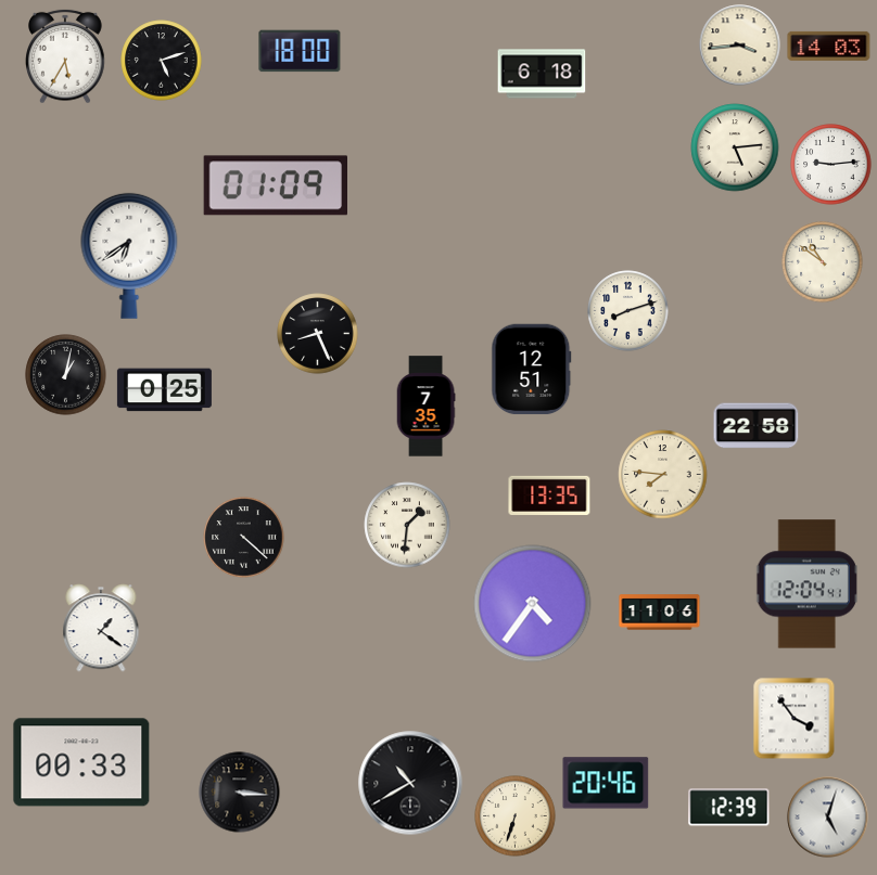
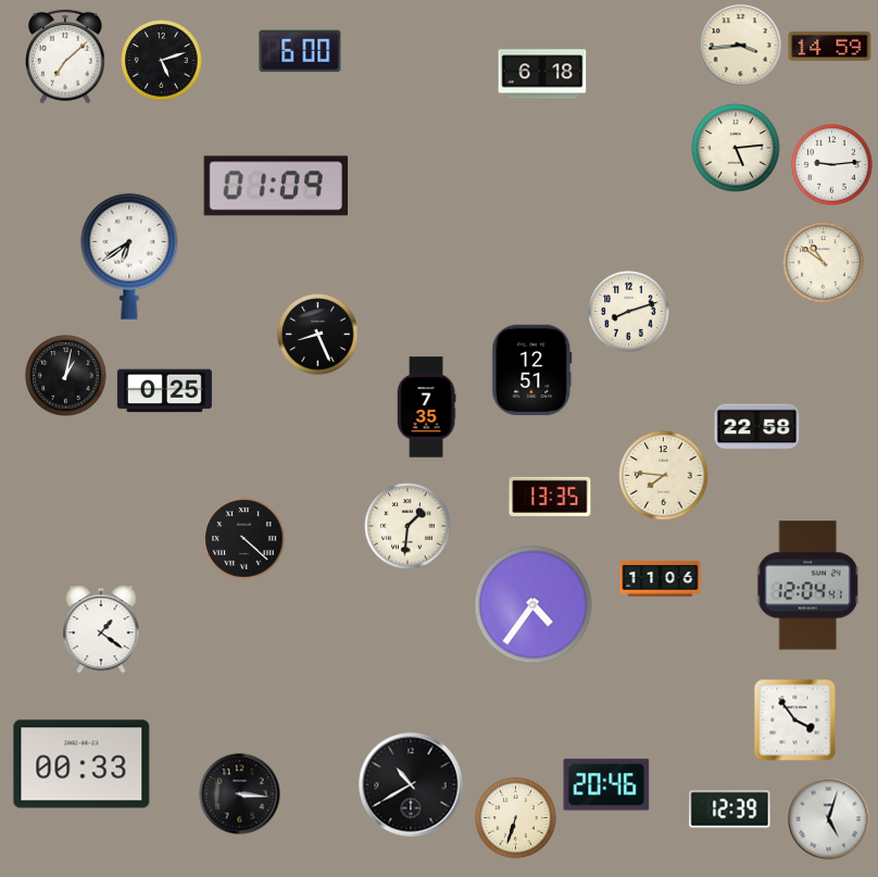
clock at (829, 46): 14:03 -> 14:59
clock at (300, 51): 18:00 -> 6:00
clock at (65, 56): 5:35 -> 7:08
clock at (660, 613) position: (660, 613) -> (661, 579)
